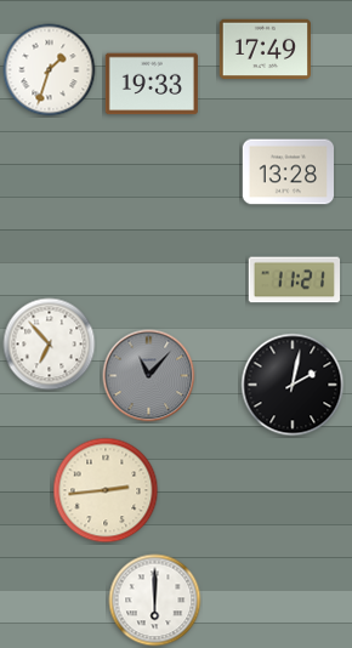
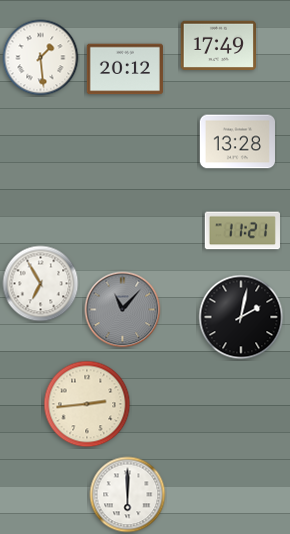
clock at (265, 50) position: (265, 50) -> (218, 46)
clock at (50, 70): 1:33 -> 1:29
clock at (152, 84): 19:33 -> 20:12
clock at (50, 345): 6:53 -> 6:55
